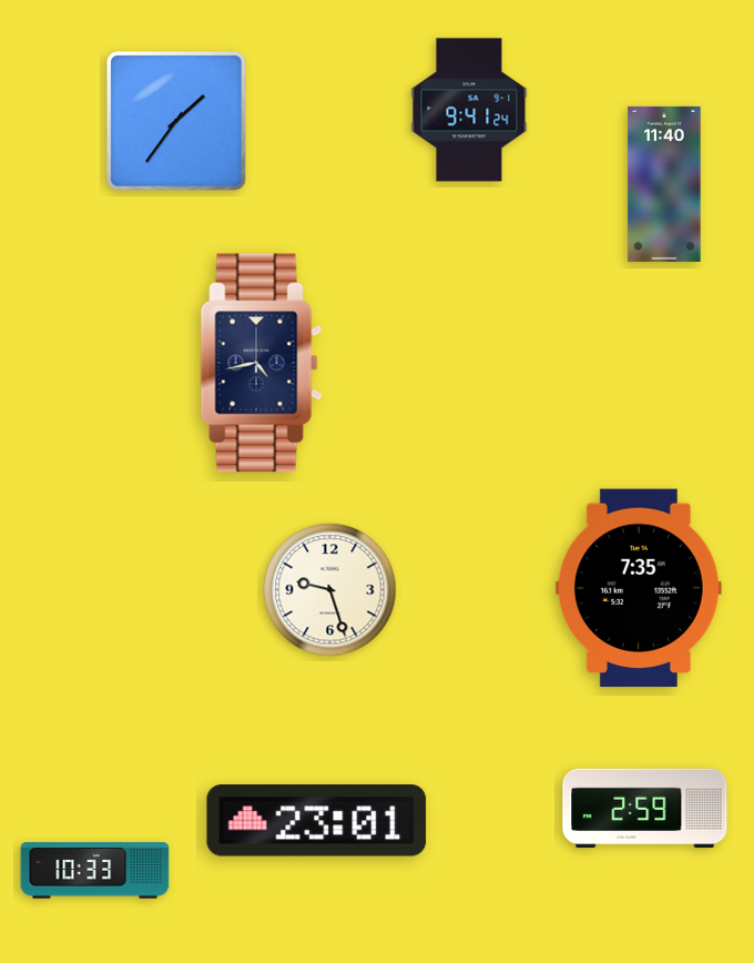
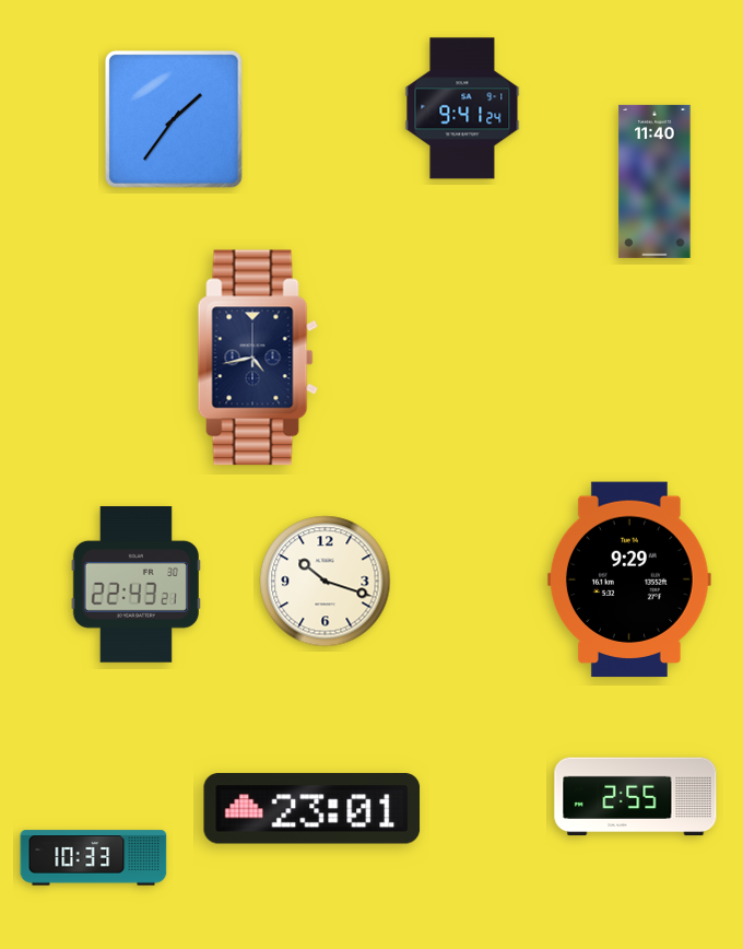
clock at (639, 588): 7:35 -> 9:29
clock at (330, 590): 9:27 -> 10:18
clock at (135, 585): none -> 22:43
clock at (645, 809): 2:59 -> 2:55
